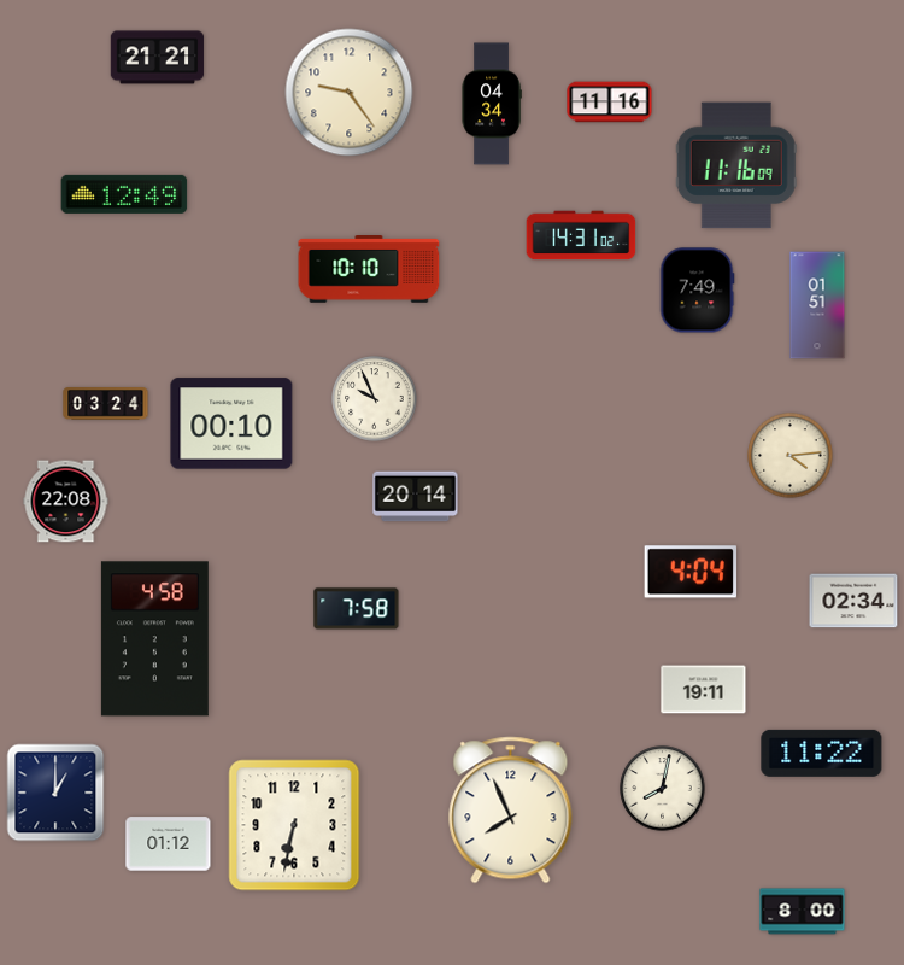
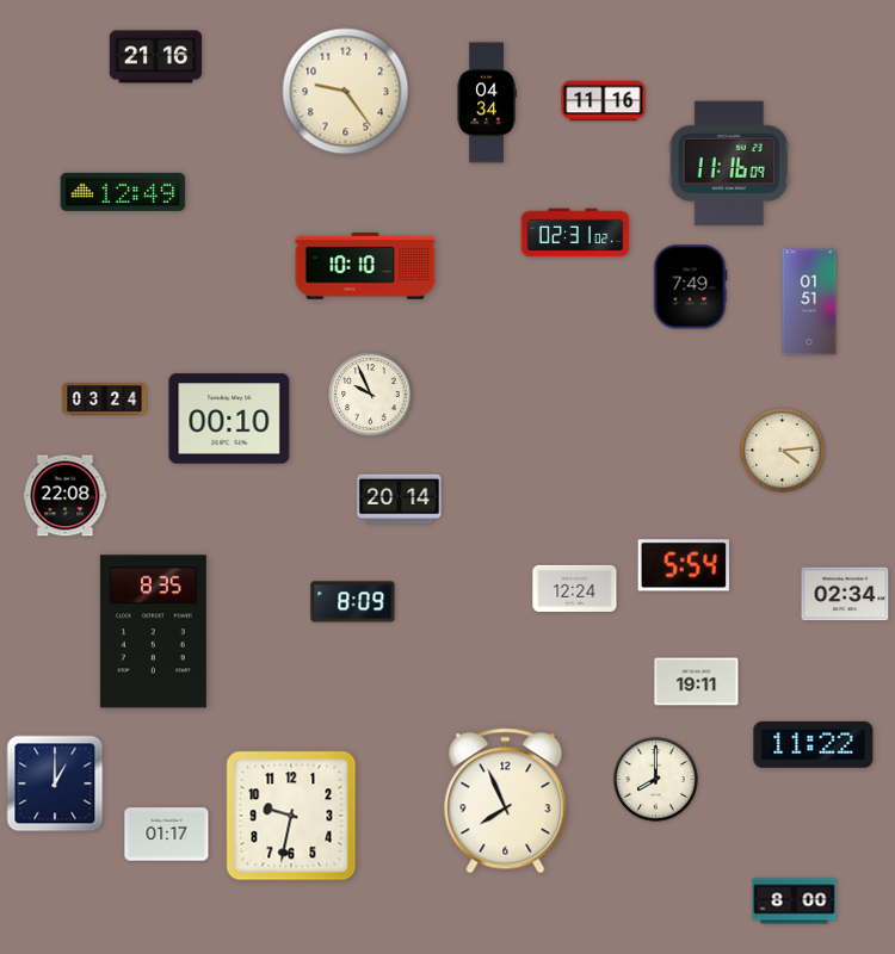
clock at (158, 58): 21:21 -> 21:16
clock at (581, 235): 14:31 -> 02:31
clock at (416, 497) position: (416, 497) -> (400, 500)
clock at (689, 572): 4:04 -> 5:54
clock at (575, 588): none -> 12:24
clock at (357, 609): 7:58 -> 8:09
clock at (154, 639): 4:58 -> 8:35
clock at (663, 789): 8:02 -> 8:00
clock at (294, 825): 6:32 -> 9:32
clock at (169, 844): 01:12 -> 01:17
